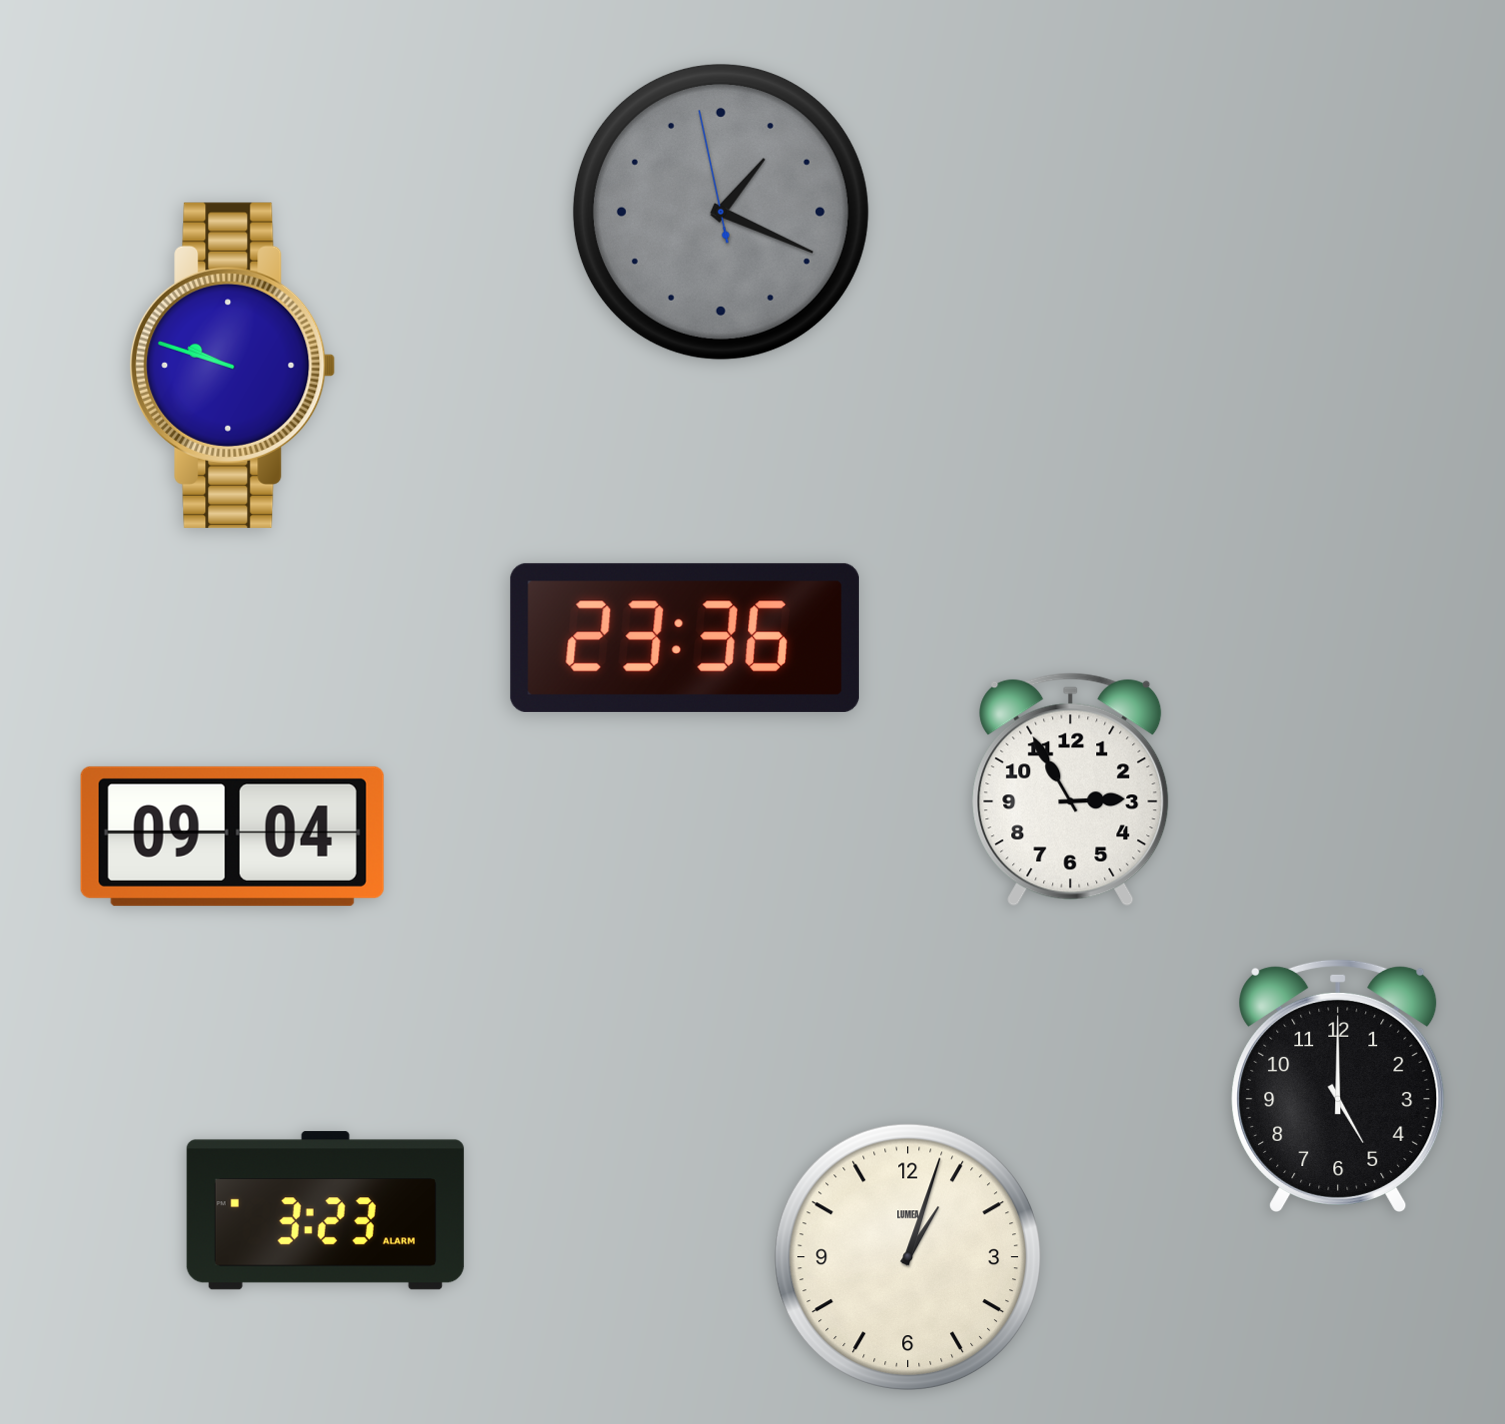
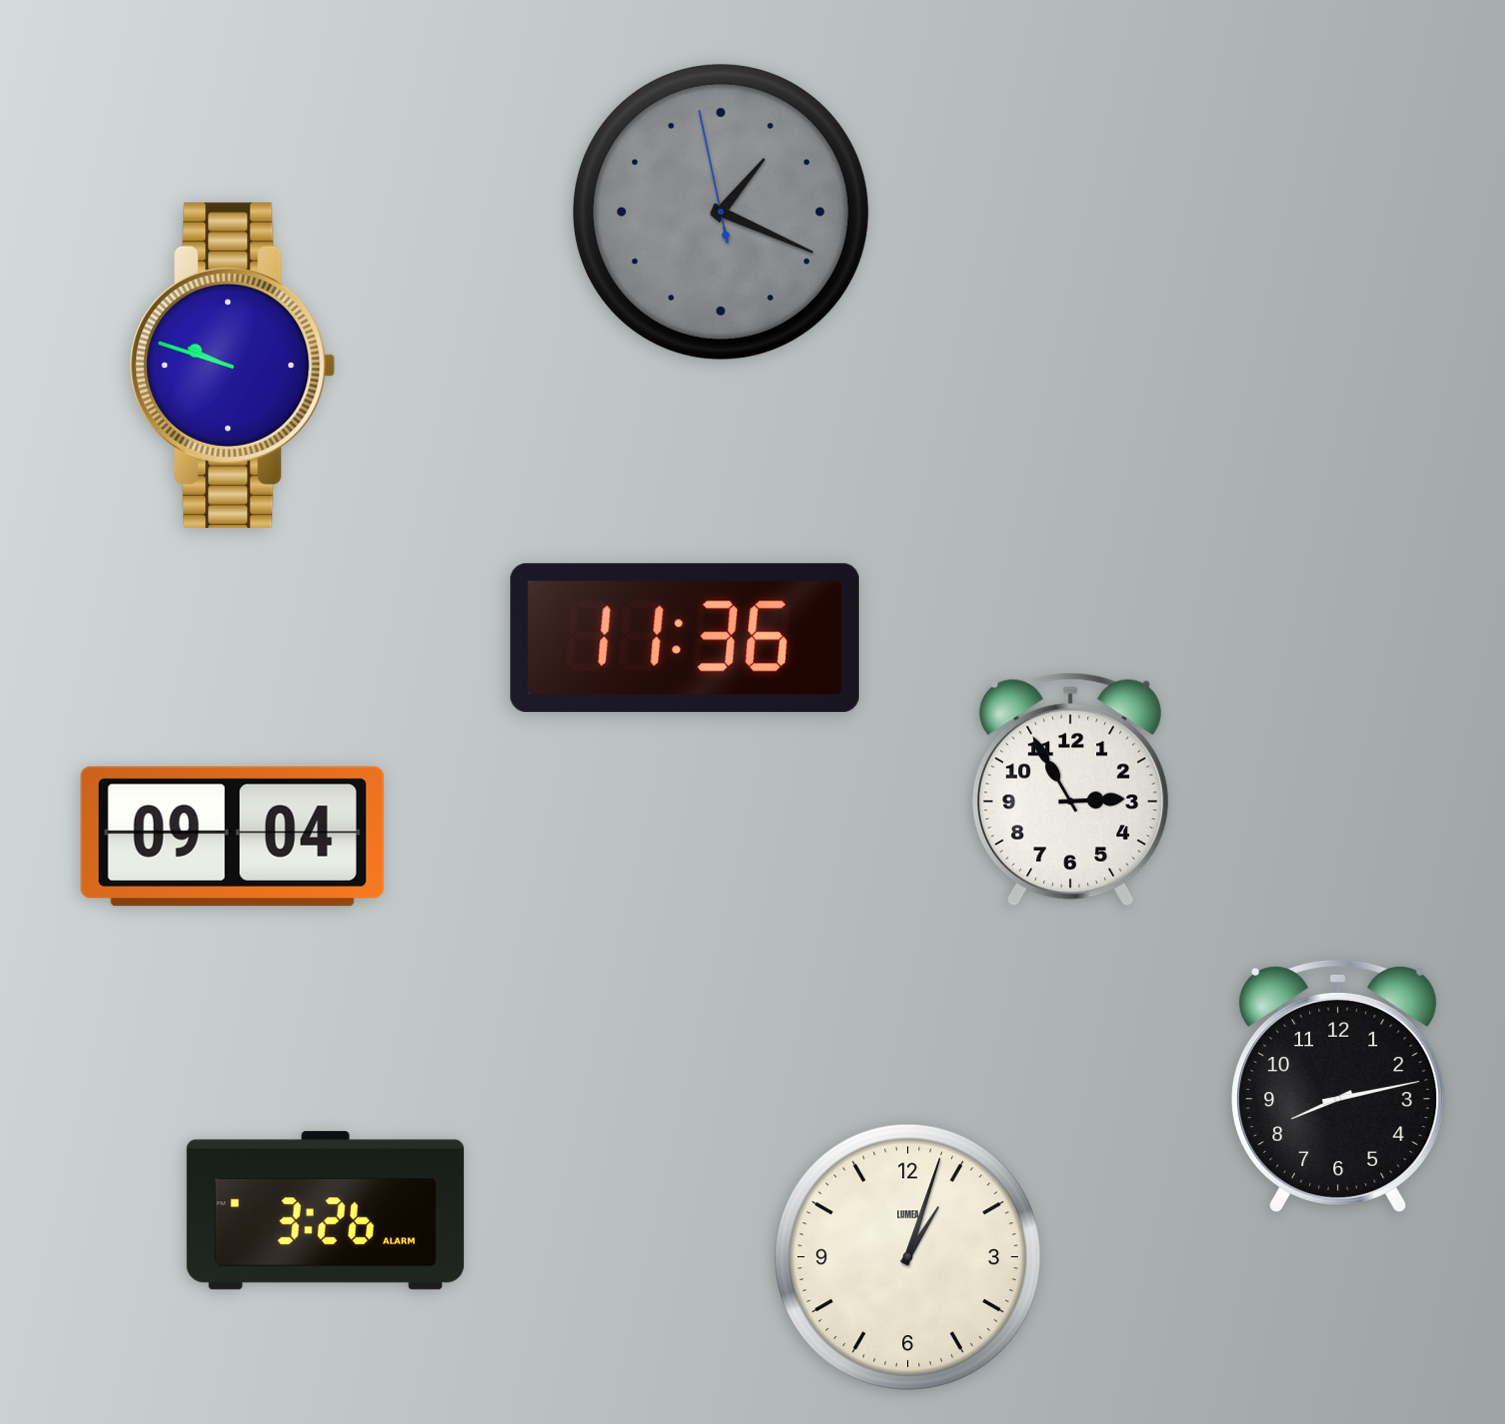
clock at (685, 638): 23:36 -> 11:36
clock at (1338, 1085): 5:00 -> 8:13
clock at (325, 1211): 3:23 -> 3:26
